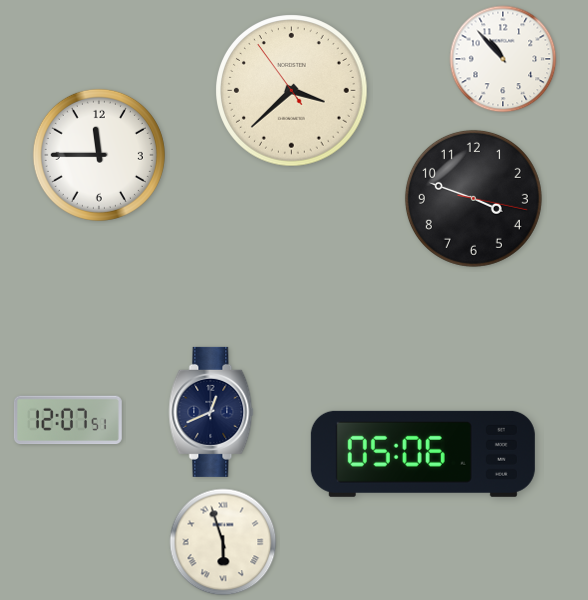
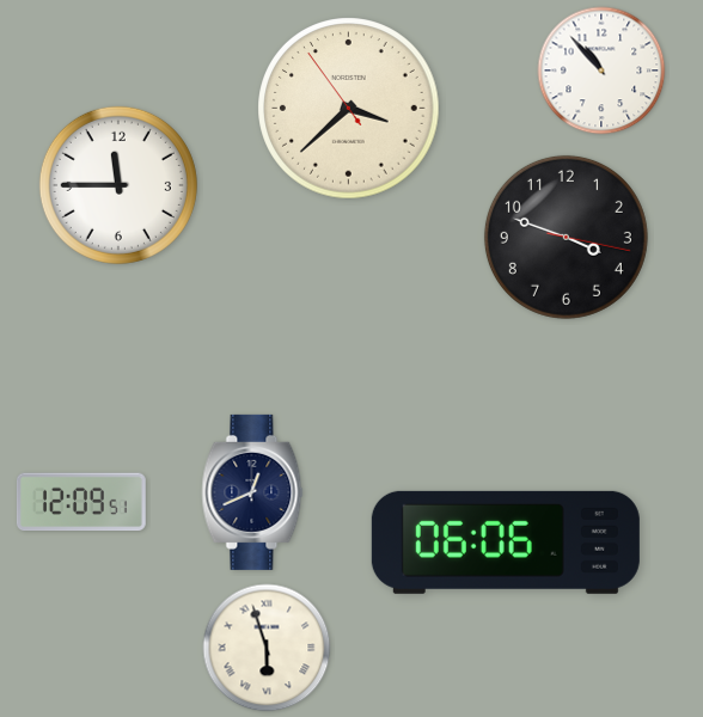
clock at (68, 420): 12:07 -> 12:09
clock at (423, 454): 05:06 -> 06:06
